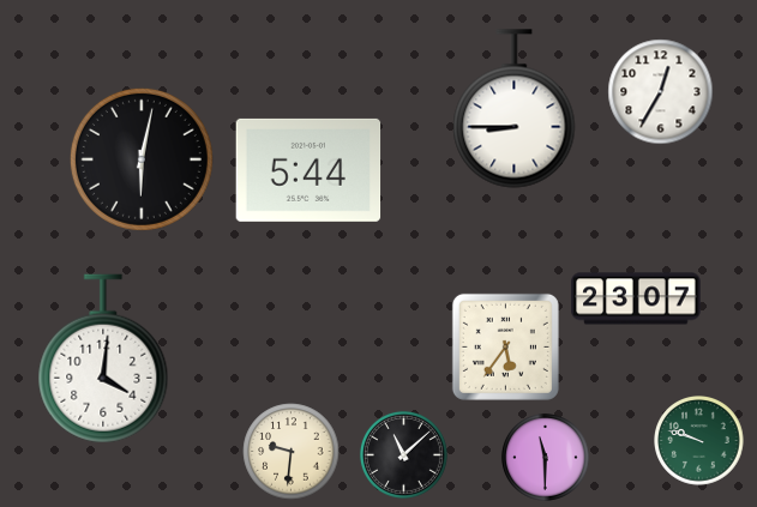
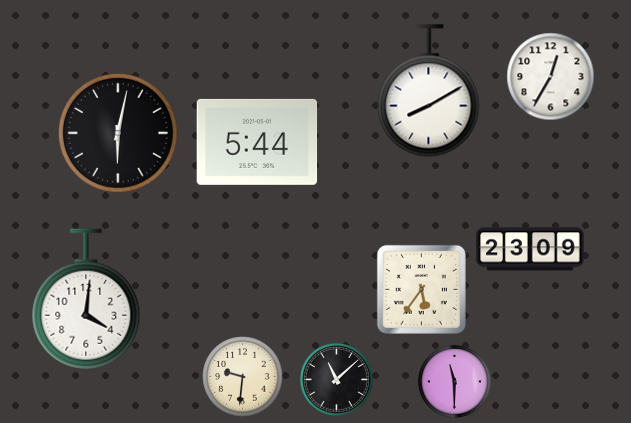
clock at (515, 109): 8:45 -> 8:10
clock at (636, 298): 23:07 -> 23:09
clock at (699, 441): 9:48 -> none
